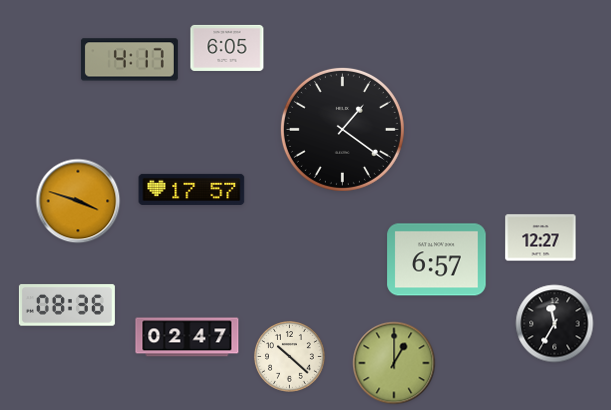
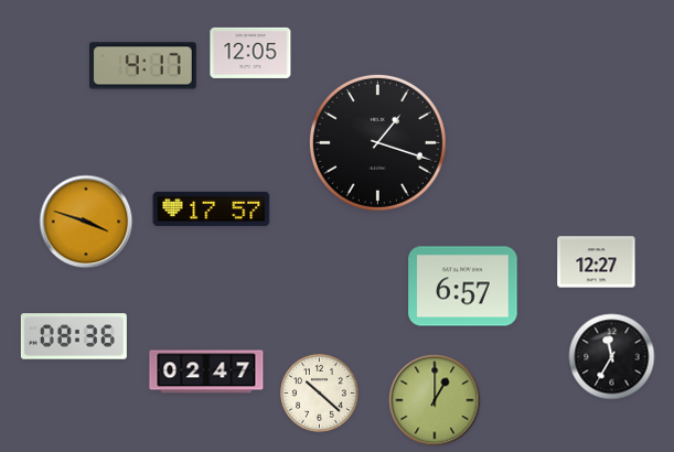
clock at (227, 48): 6:05 -> 12:05
clock at (342, 129): 1:21 -> 1:18
clock at (437, 260) position: (437, 260) -> (463, 287)
